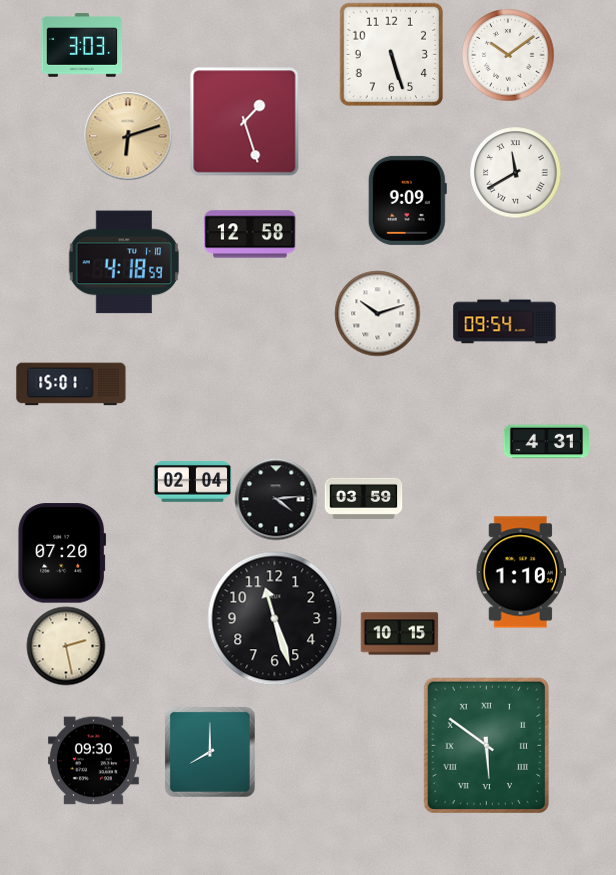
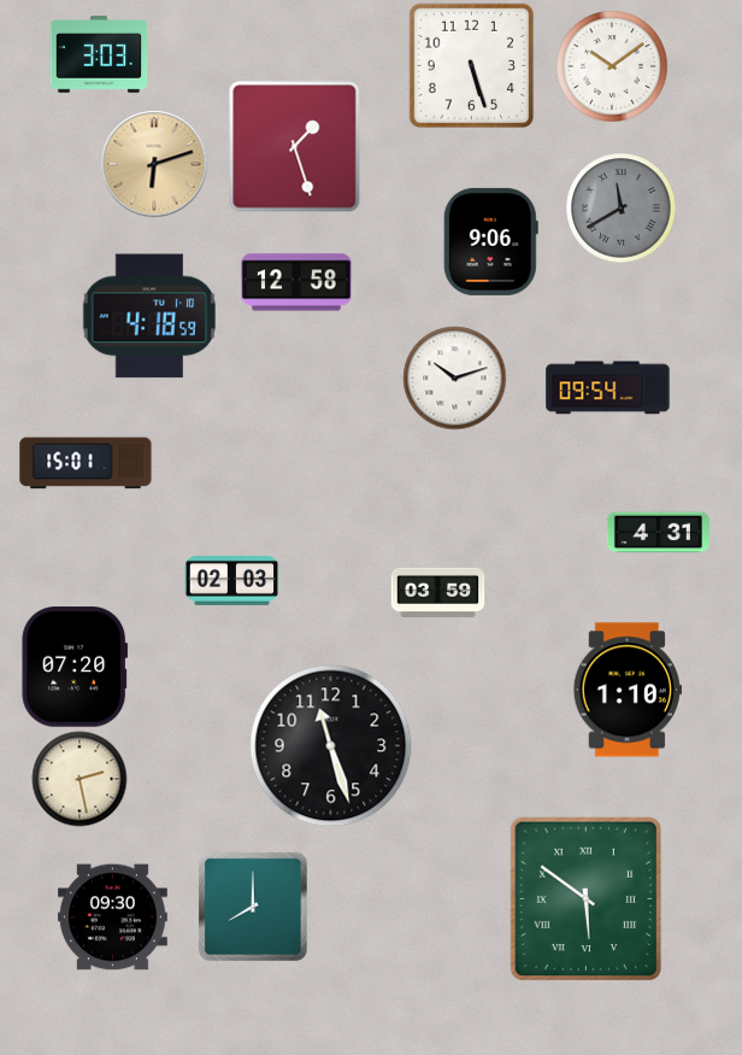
clock at (515, 172) dial: white -> grey
clock at (407, 200): 9:09 -> 9:06
clock at (251, 234) position: (251, 234) -> (298, 282)
clock at (192, 481): 02:04 -> 02:03
clock at (363, 498) position: (363, 498) -> (437, 592)
clock at (276, 499): 4:14 -> none
clock at (399, 634): 10:15 -> none
